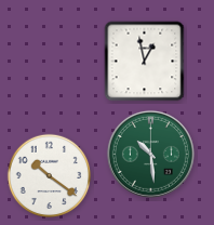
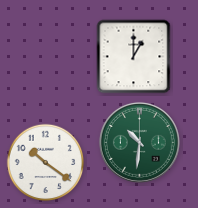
clock at (145, 62): 12:58 -> 1:00
clock at (150, 154): 10:29 -> 10:31
